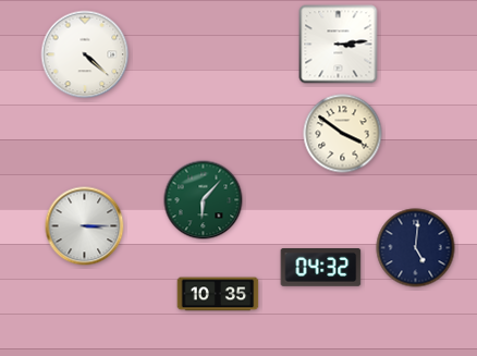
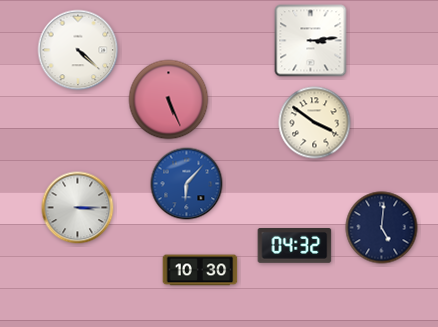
clock at (169, 100): none -> 5:26
clock at (204, 200) dial: green -> blue
clock at (218, 294): 10:35 -> 10:30
